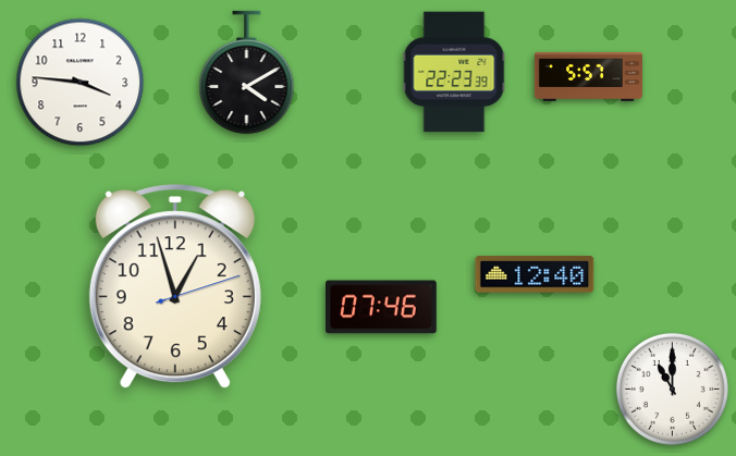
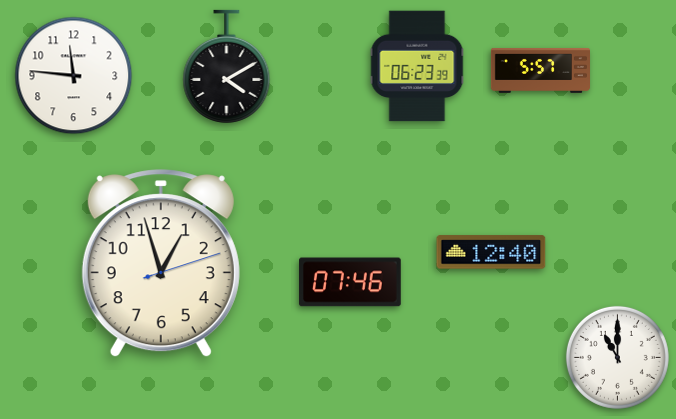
clock at (454, 72): 22:23 -> 06:23
clock at (81, 83): 3:46 -> 11:46
